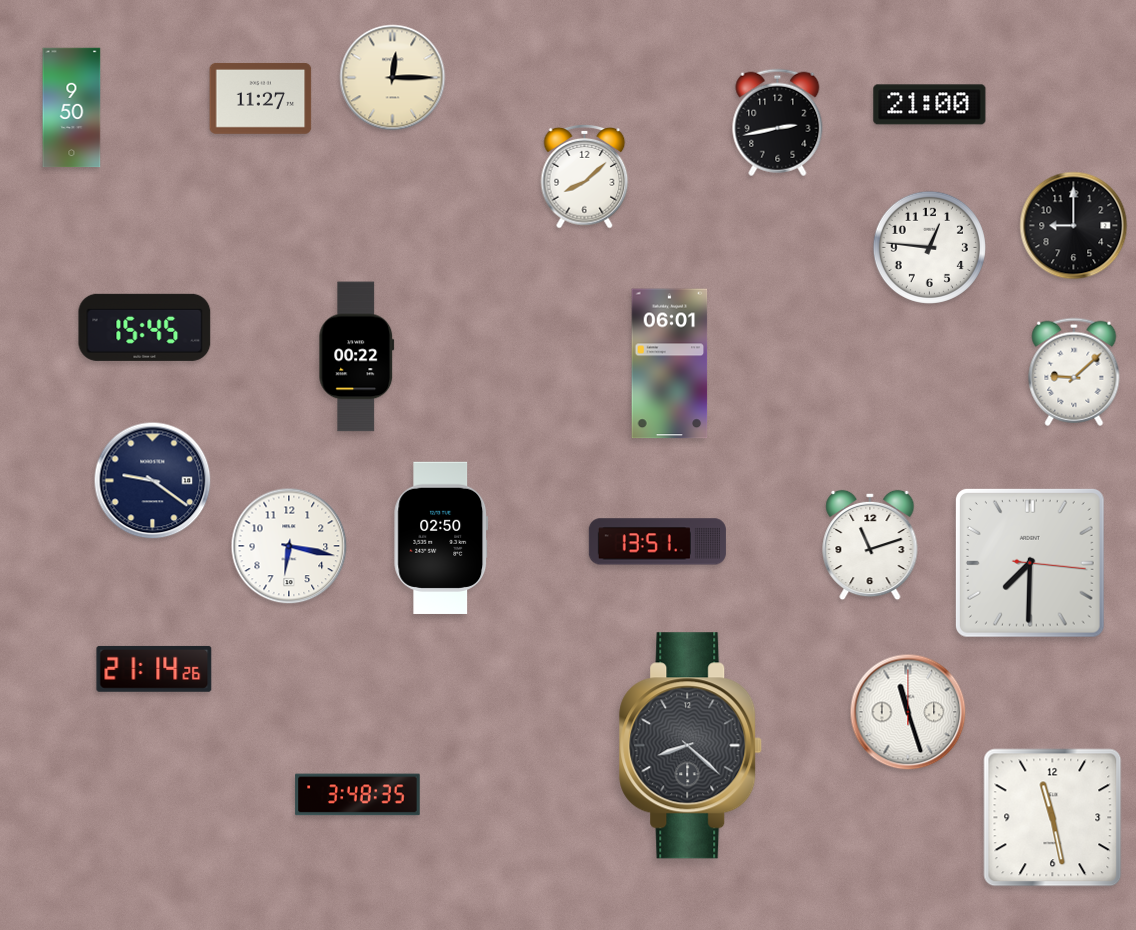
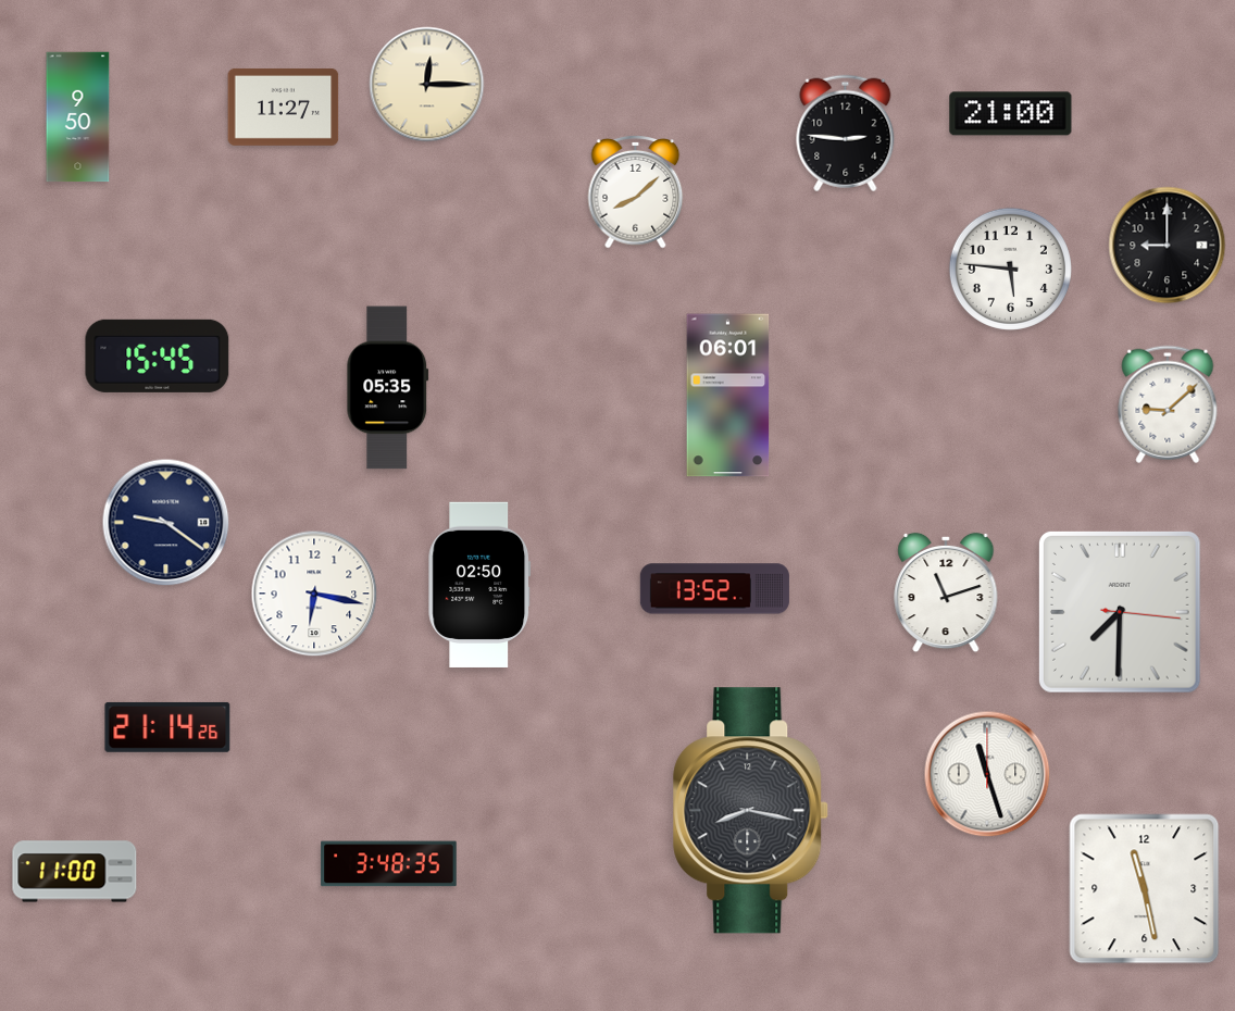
clock at (778, 123): 2:43 -> 2:46
clock at (929, 247): 12:46 -> 5:46
clock at (357, 357): 00:22 -> 05:35
clock at (657, 542): 13:51 -> 13:52
clock at (691, 746): 8:22 -> 8:17
clock at (75, 872): none -> 11:00
